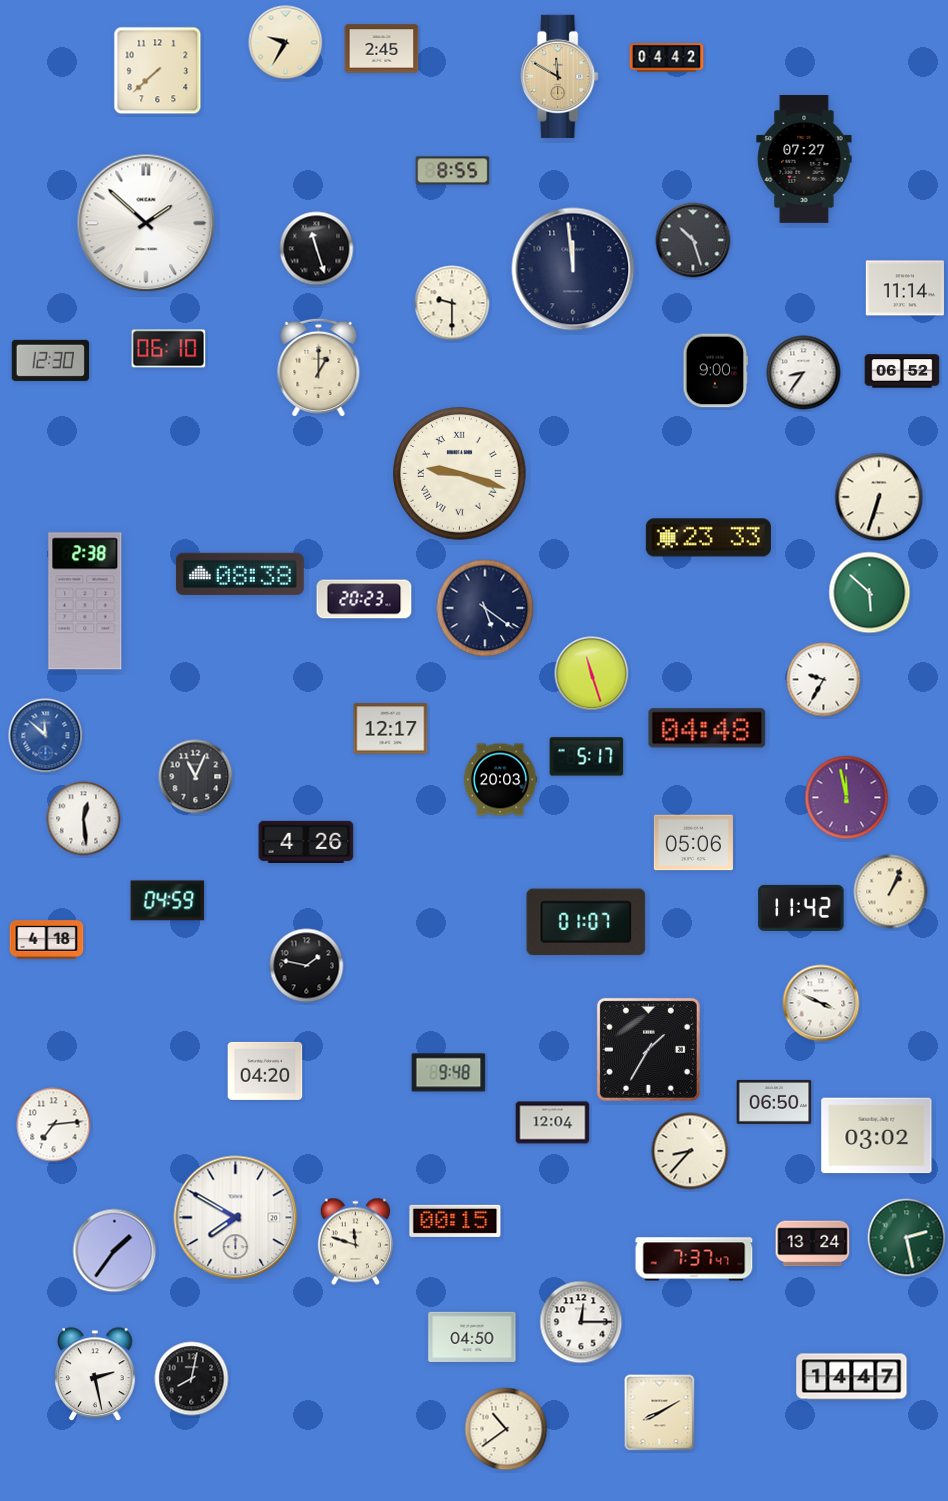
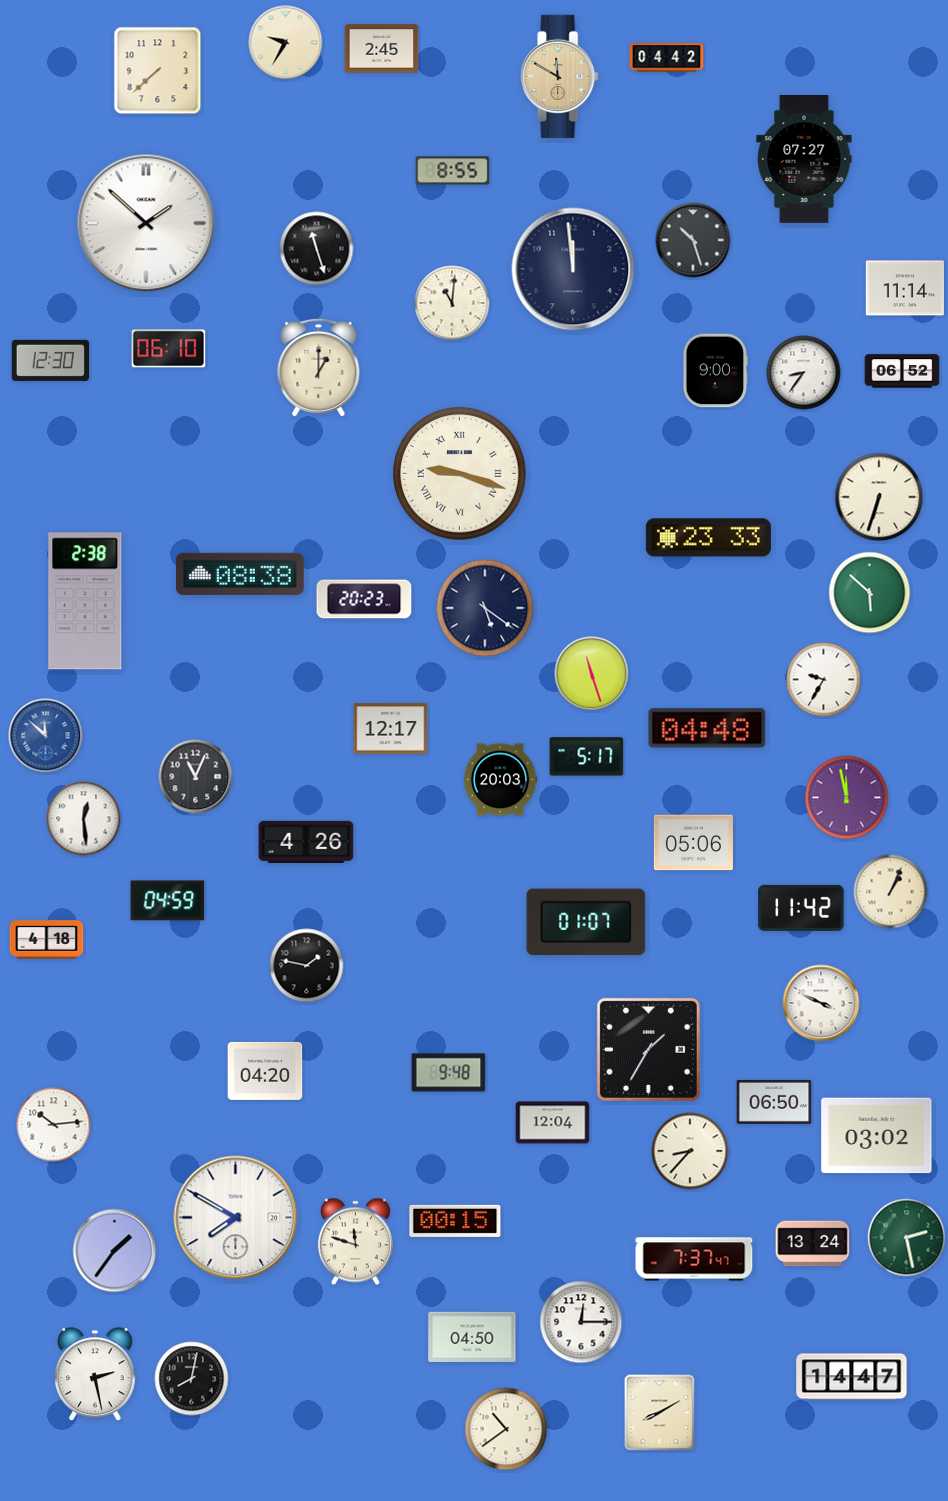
clock at (452, 303): 9:30 -> 11:01
clock at (54, 1125): 7:14 -> 10:14
